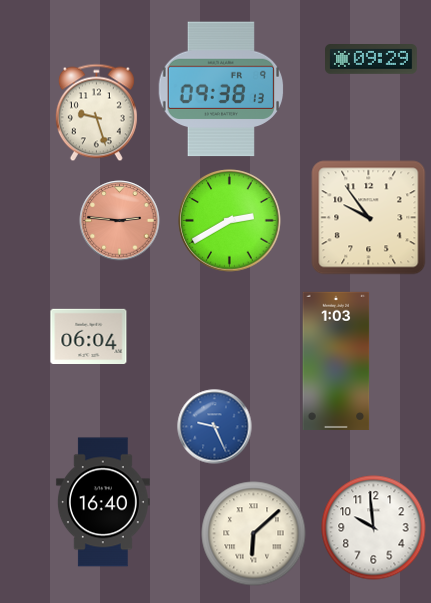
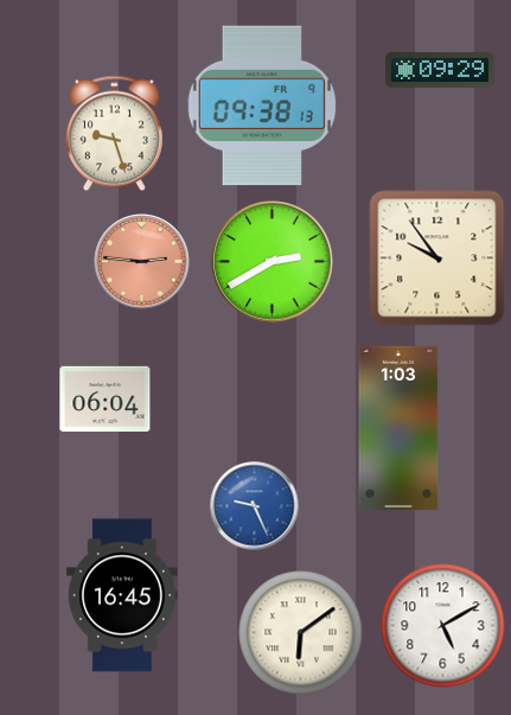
clock at (103, 502): 16:40 -> 16:45
clock at (374, 528): 9:59 -> 5:10
clock at (254, 534): 6:08 -> 6:09
